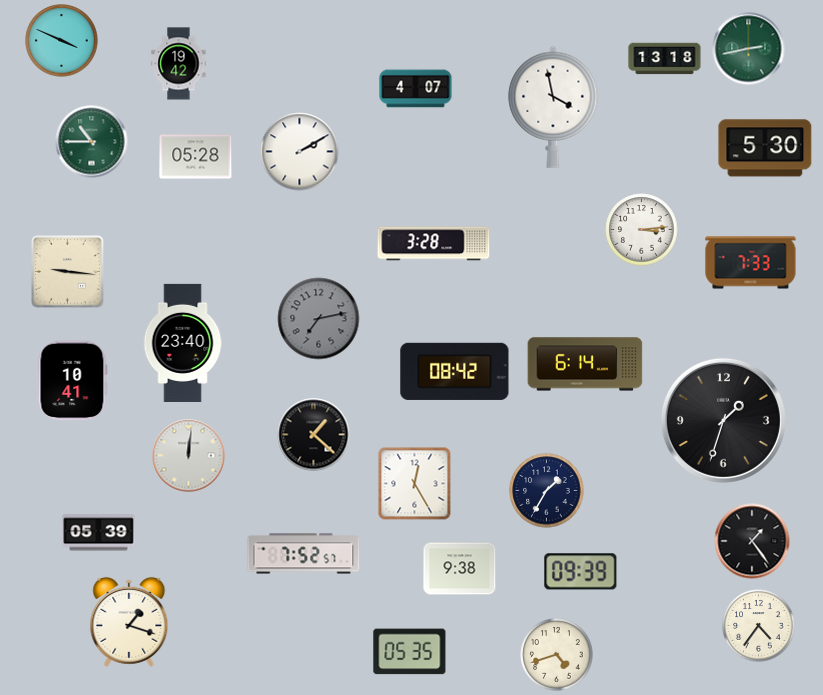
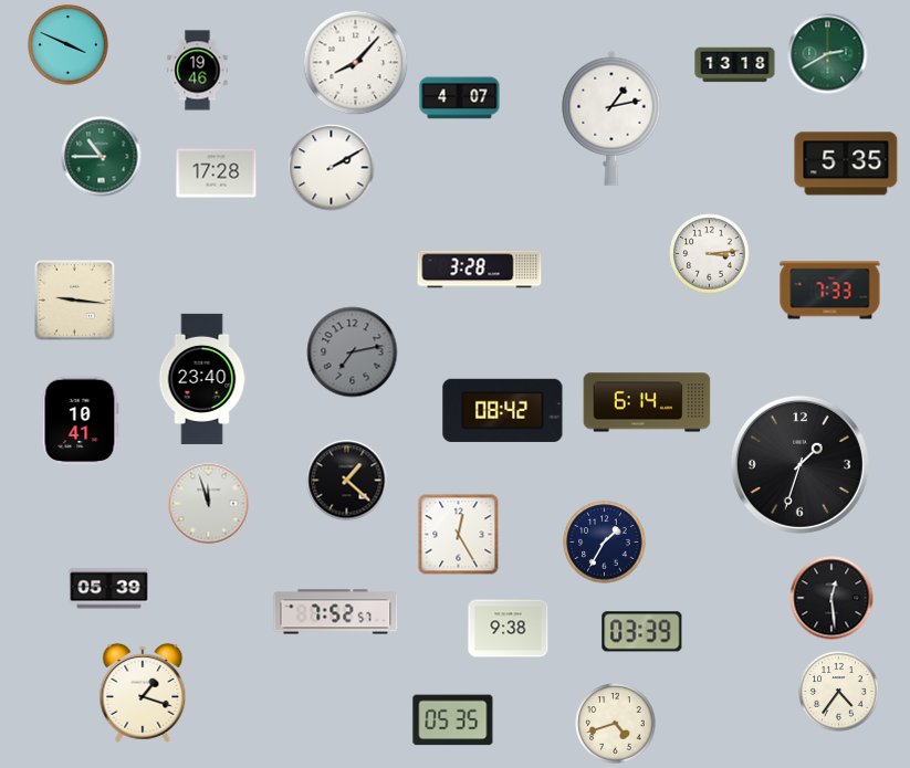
clock at (749, 49): 2:43 -> 2:40
clock at (356, 63): none -> 8:07
clock at (179, 64): 19:42 -> 19:46
clock at (553, 107): 3:58 -> 1:13
clock at (765, 148): 5:30 -> 5:35
clock at (196, 157): 05:28 -> 17:28
clock at (189, 456): 12:01 -> 11:57
clock at (752, 541): 1:24 -> 12:29
clock at (581, 572): 09:39 -> 03:39
clock at (129, 622) position: (129, 622) -> (143, 693)
